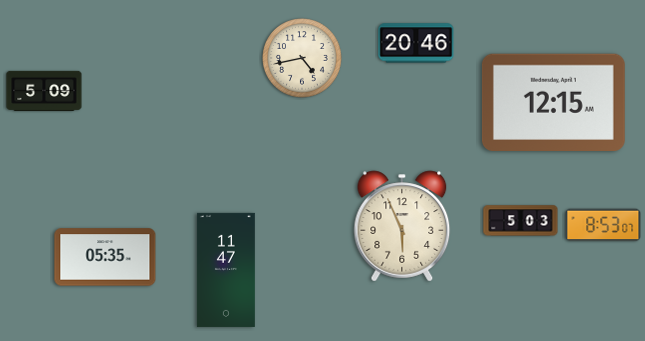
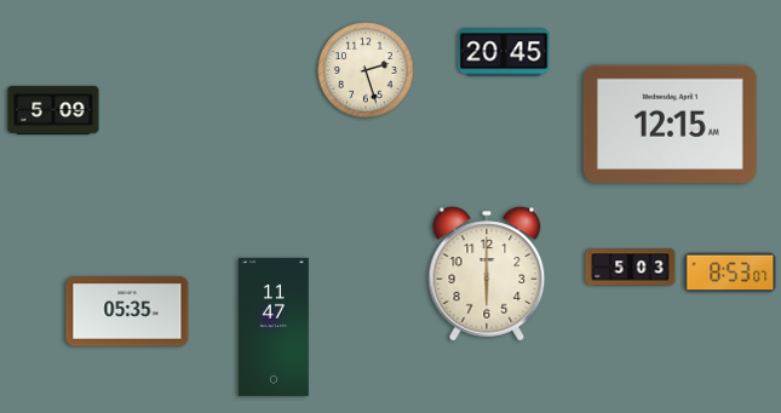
clock at (416, 43): 20:46 -> 20:45
clock at (302, 58): 4:43 -> 2:27
clock at (402, 226): 5:56 -> 6:00
